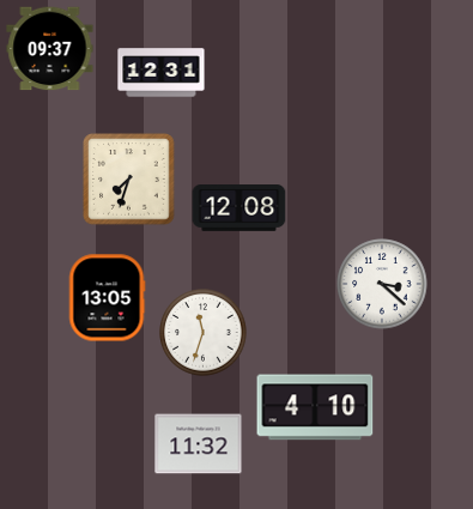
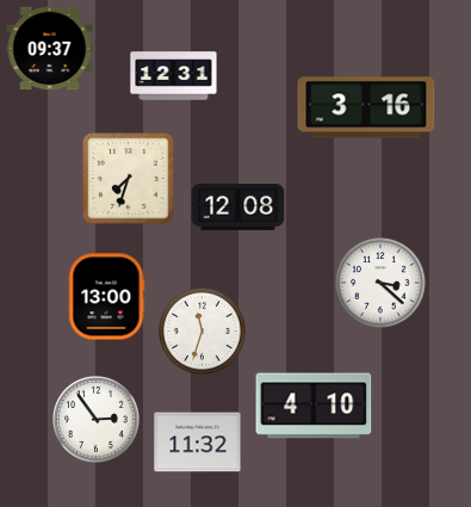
clock at (162, 73) position: (162, 73) -> (174, 76)
clock at (366, 107): none -> 3:16
clock at (107, 298): 13:05 -> 13:00
clock at (97, 420): none -> 2:54
